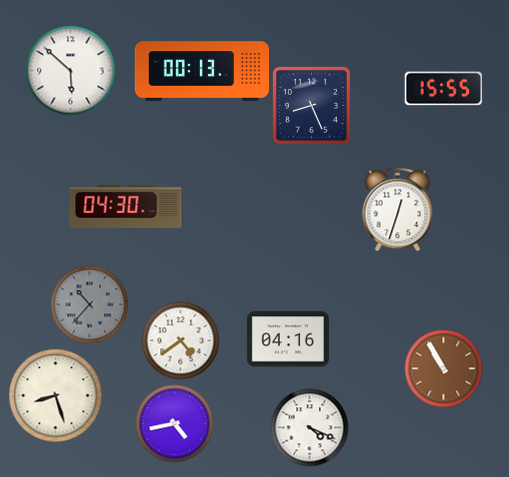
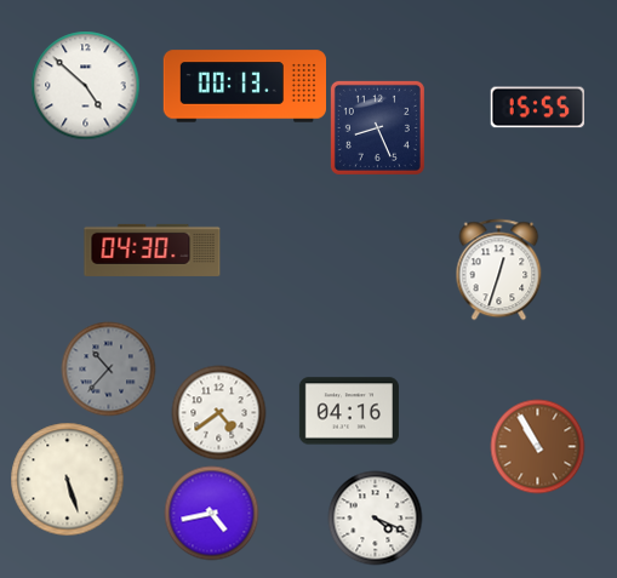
clock at (70, 70): 5:52 -> 4:52
clock at (398, 209) position: (398, 209) -> (499, 269)
clock at (55, 395): 8:27 -> 5:27
